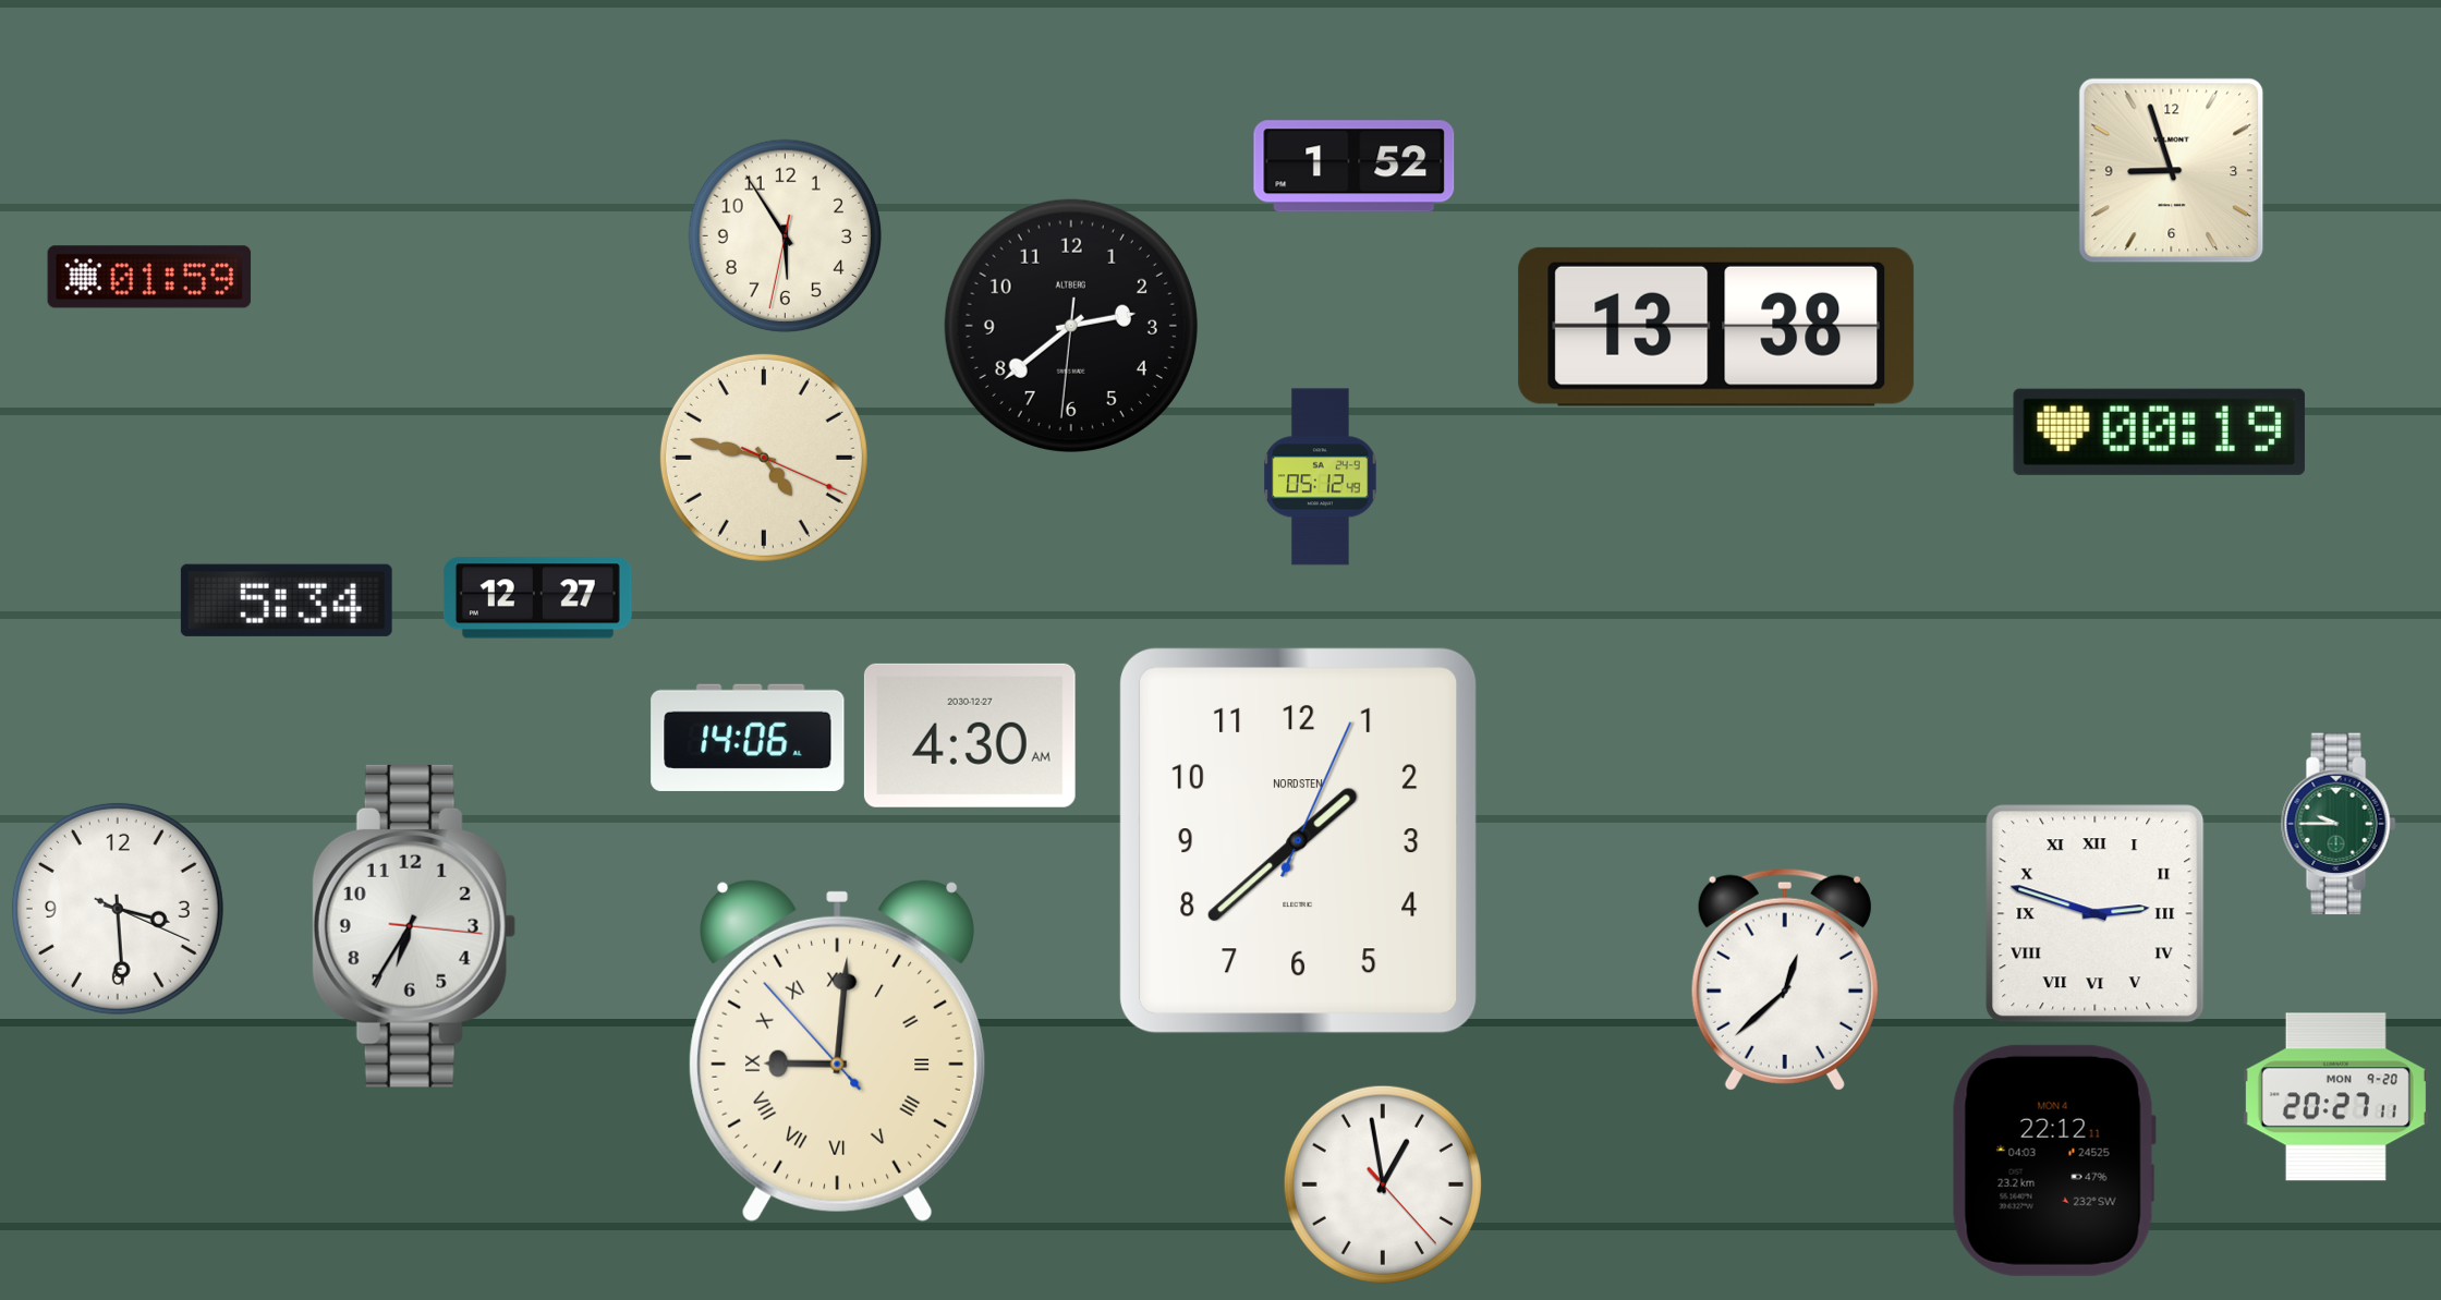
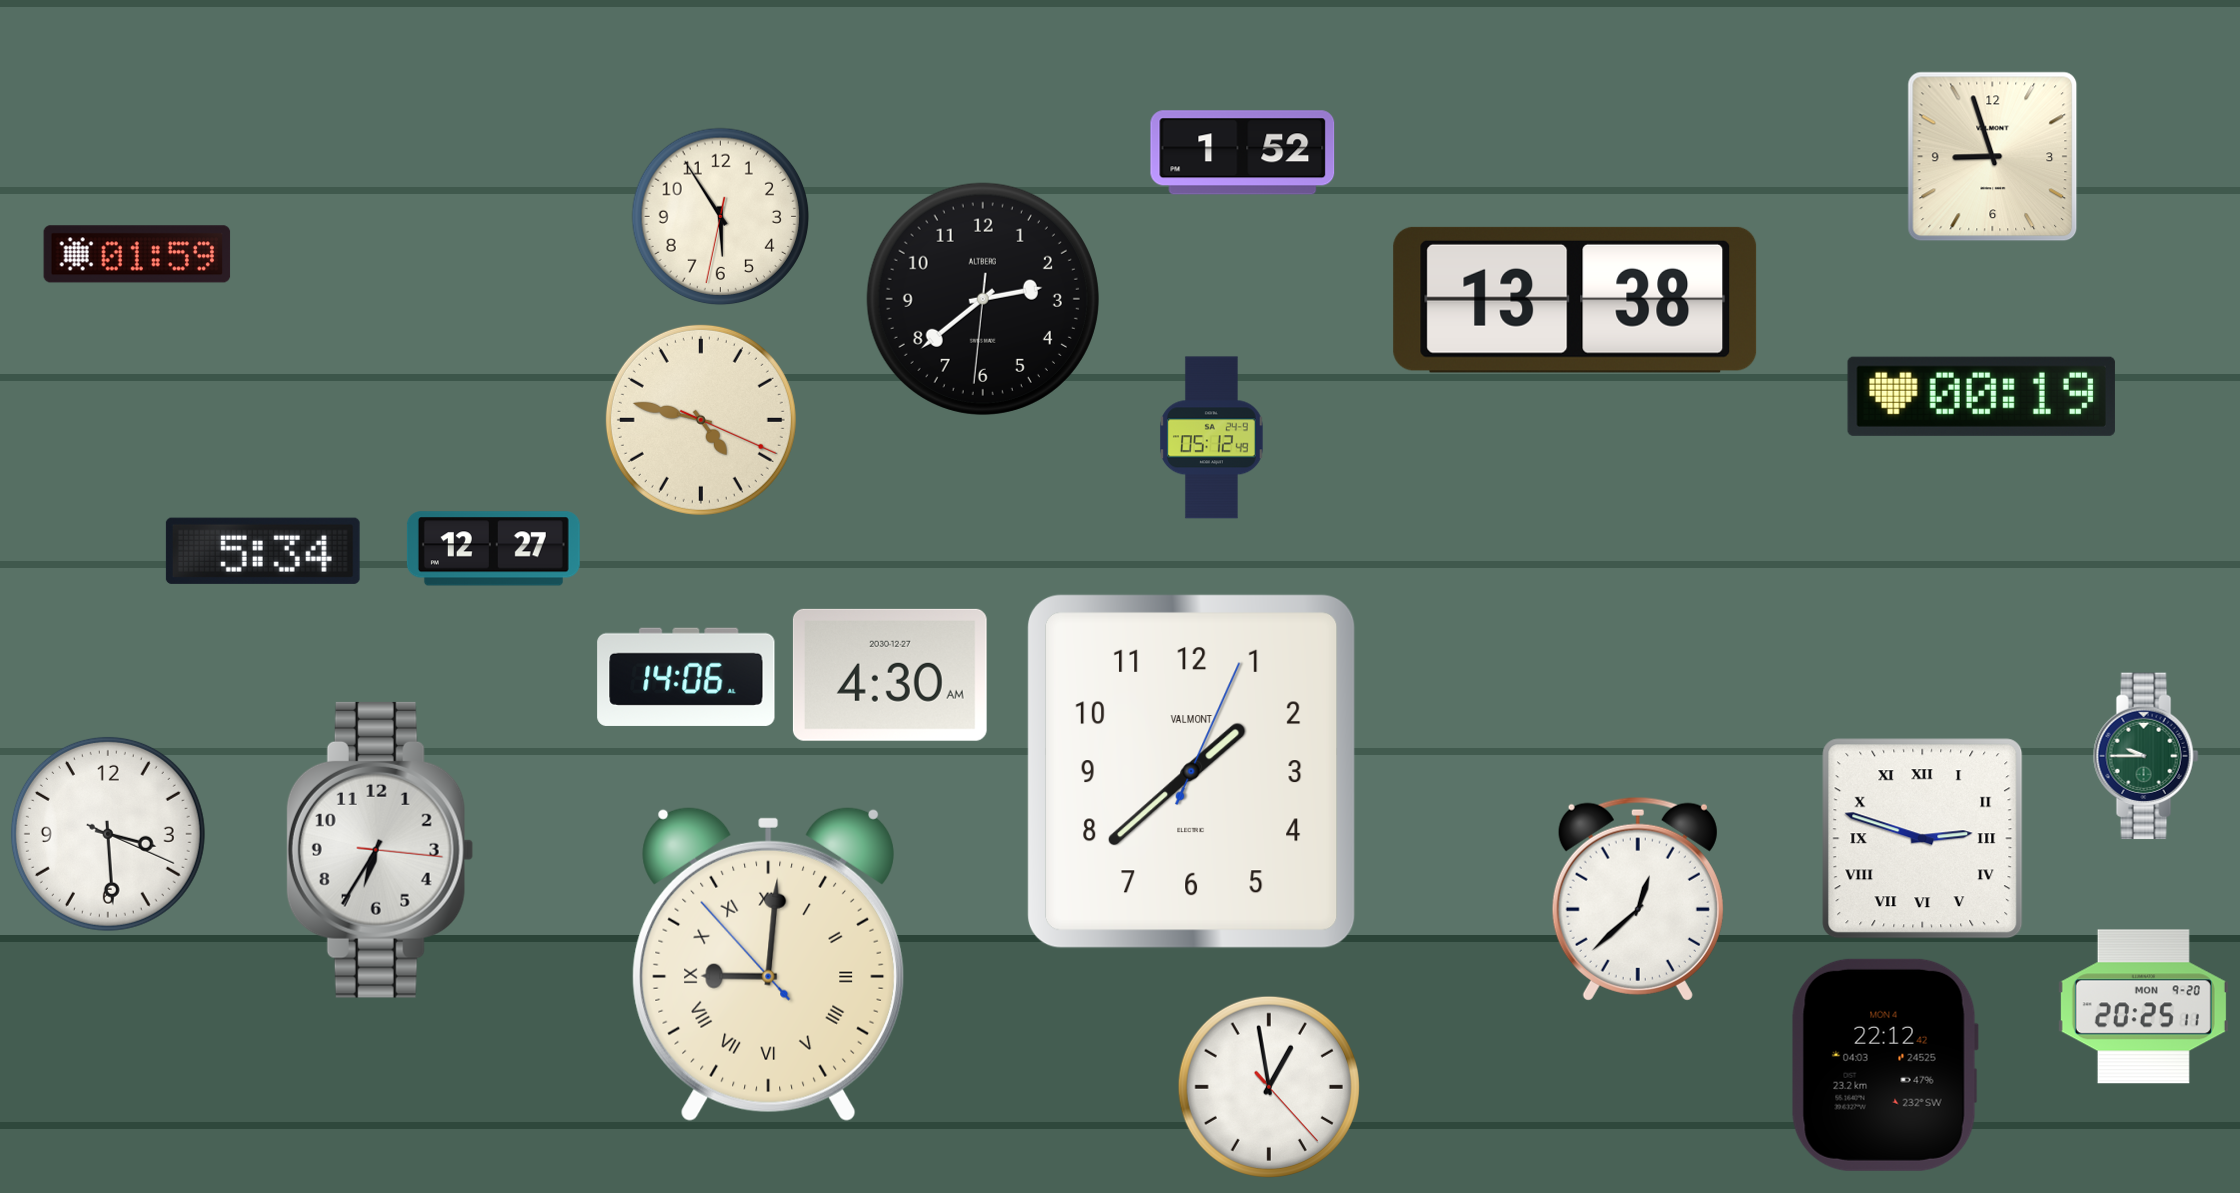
clock at (1298, 840) brand: NORDSTEN -> VALMONT
clock at (2335, 1097): 20:27 -> 20:25
clock at (2054, 1161): 22:12:11 -> 22:12:42
